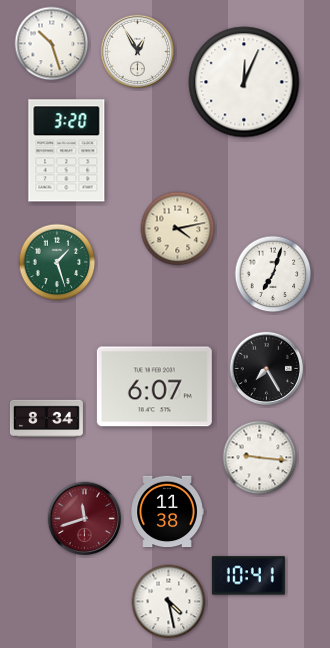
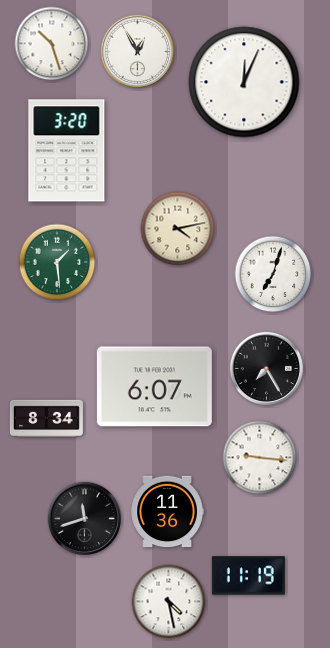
clock at (57, 262): 1:27 -> 1:29
clock at (167, 512): 11:38 -> 11:36
clock at (84, 518) dial: burgundy -> black
clock at (248, 576): 10:41 -> 11:19
